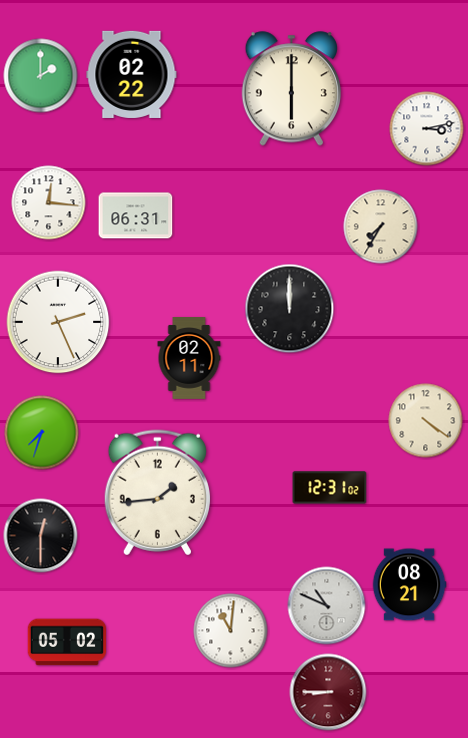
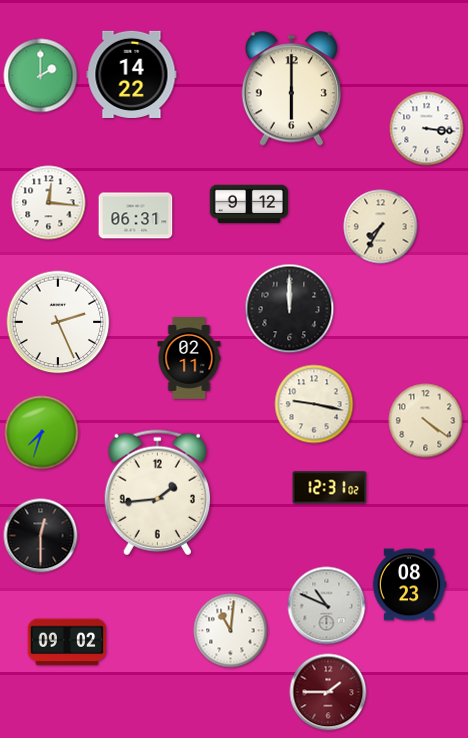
clock at (132, 74): 02:22 -> 14:22
clock at (427, 129): 3:13 -> 3:16
clock at (249, 204): none -> 9:12
clock at (314, 404): none -> 9:17
clock at (409, 585): 08:21 -> 08:23
clock at (66, 642): 05:02 -> 09:02
clock at (328, 692): 8:45 -> 1:45
